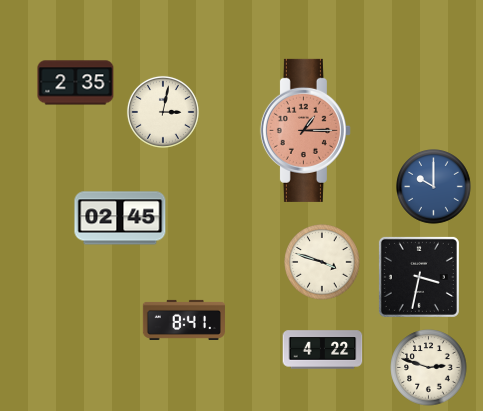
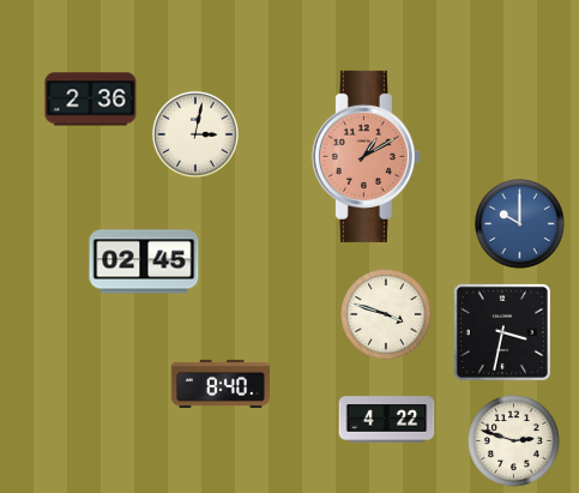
clock at (76, 83): 2:35 -> 2:36
clock at (305, 130): 1:15 -> 1:10
clock at (184, 320): 8:41 -> 8:40
